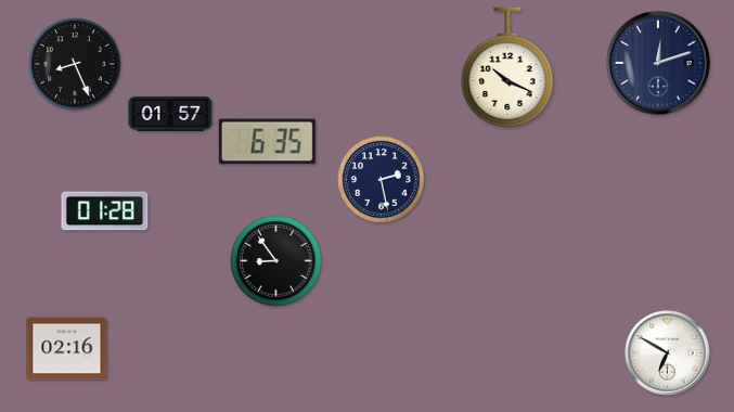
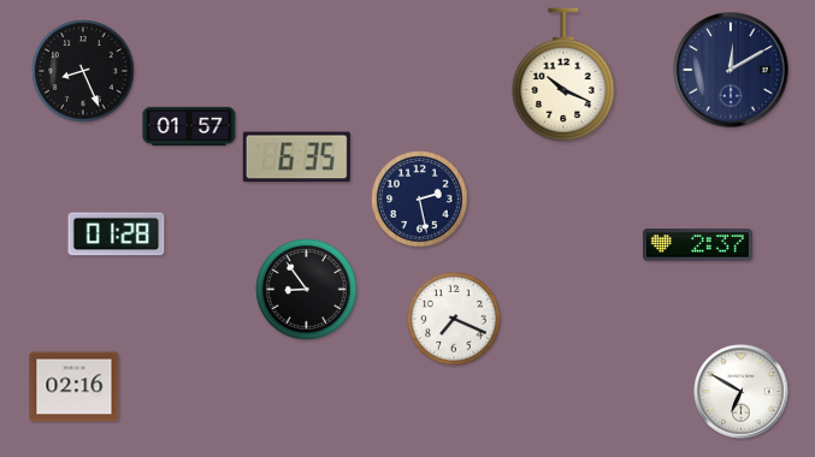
clock at (658, 63): 12:12 -> 12:10
clock at (382, 180) position: (382, 180) -> (420, 200)
clock at (697, 245): none -> 2:37
clock at (454, 319): none -> 7:19
